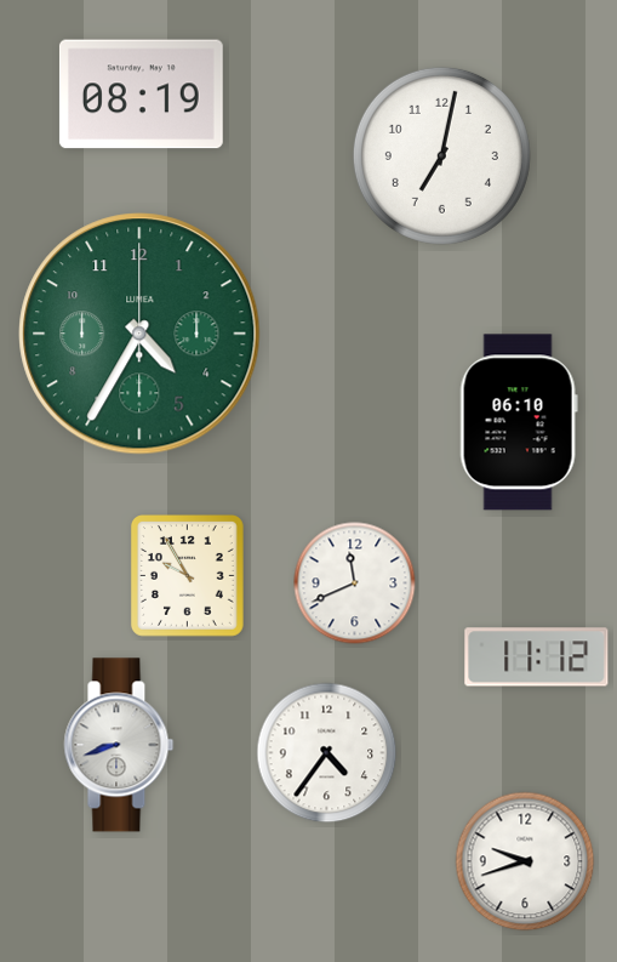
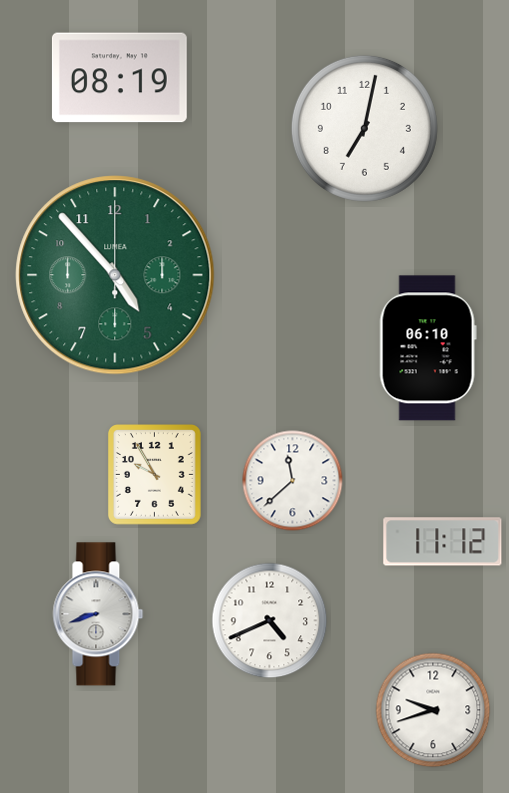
clock at (141, 95) position: (141, 95) -> (119, 78)
clock at (139, 334): 4:35 -> 4:53
clock at (355, 584): 11:41 -> 11:38
clock at (327, 753): 4:36 -> 4:41
